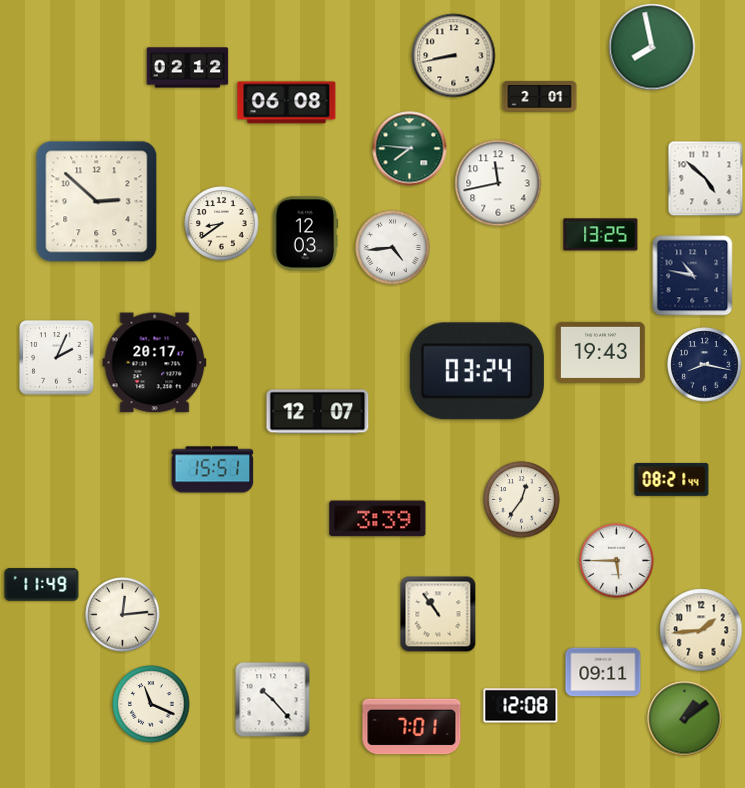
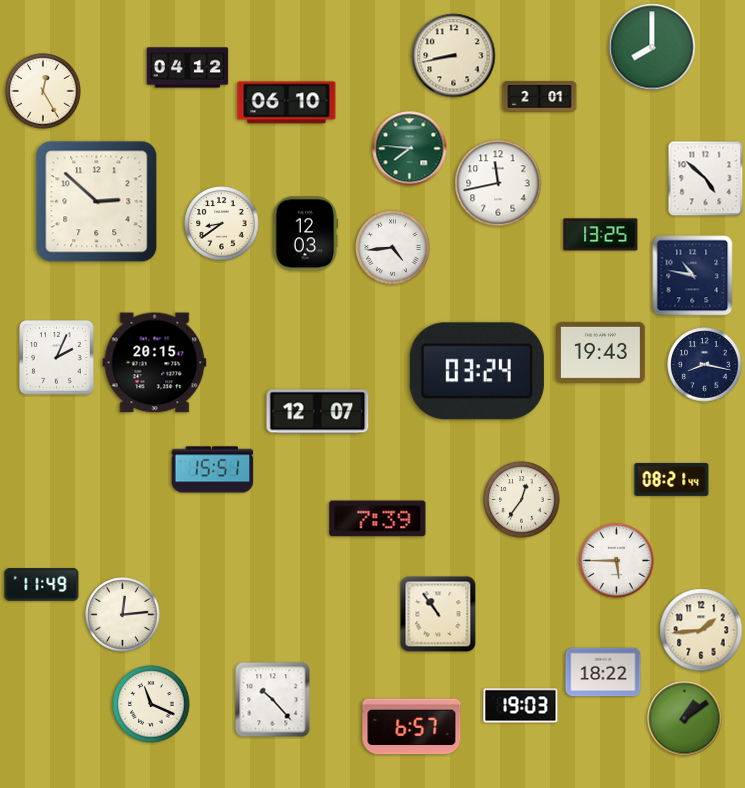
clock at (652, 47): 7:58 -> 8:00
clock at (188, 68): 02:12 -> 04:12
clock at (43, 91): none -> 12:25
clock at (287, 103): 06:08 -> 06:10
clock at (155, 363): 20:17 -> 20:15
clock at (378, 519): 3:39 -> 7:39
clock at (603, 672): 09:11 -> 18:22
clock at (521, 706): 12:08 -> 19:03
clock at (412, 727): 7:01 -> 6:57
